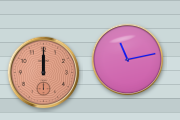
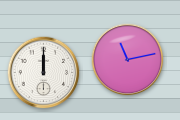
clock at (44, 73) dial: salmon -> white
